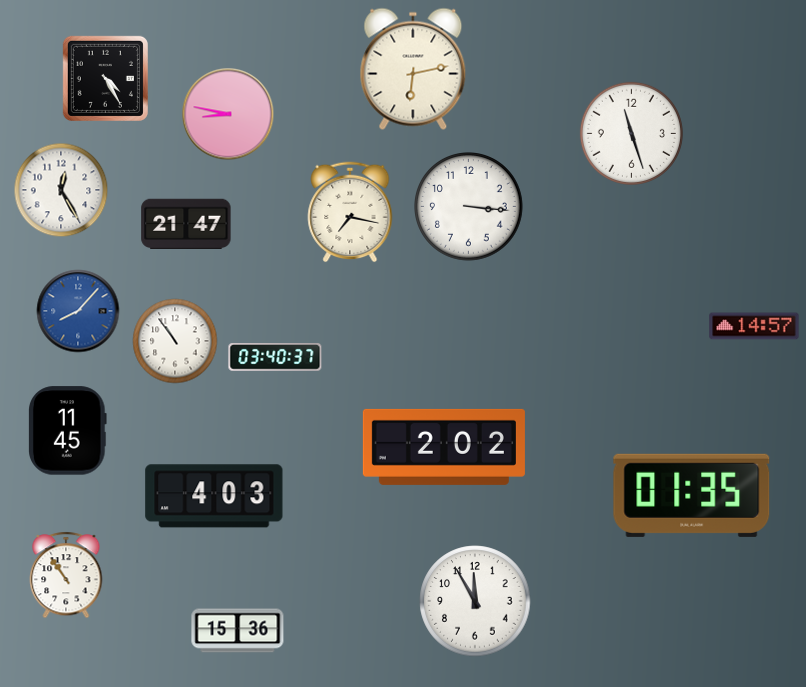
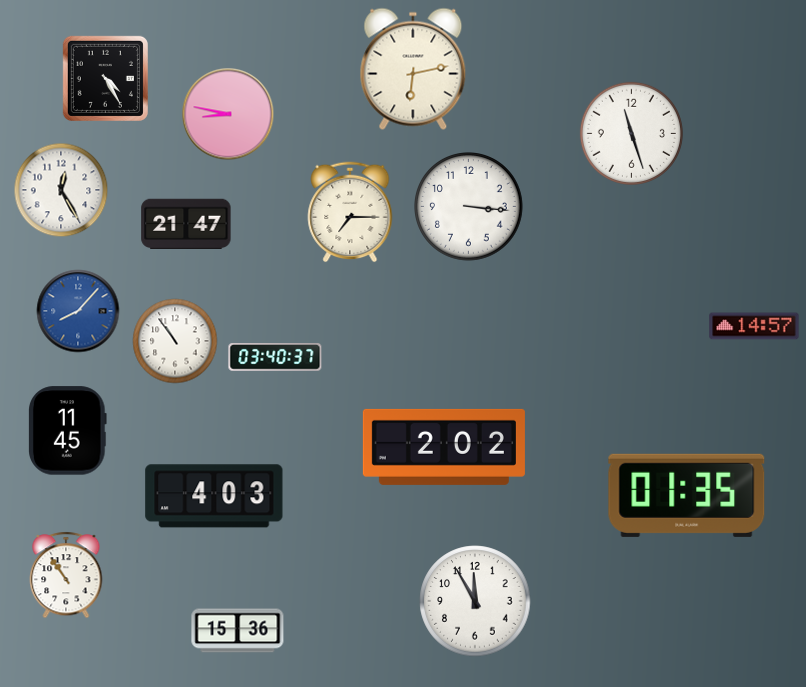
clock at (350, 212): 7:17 -> 7:15
clock at (692, 495) position: (692, 495) -> (687, 495)
